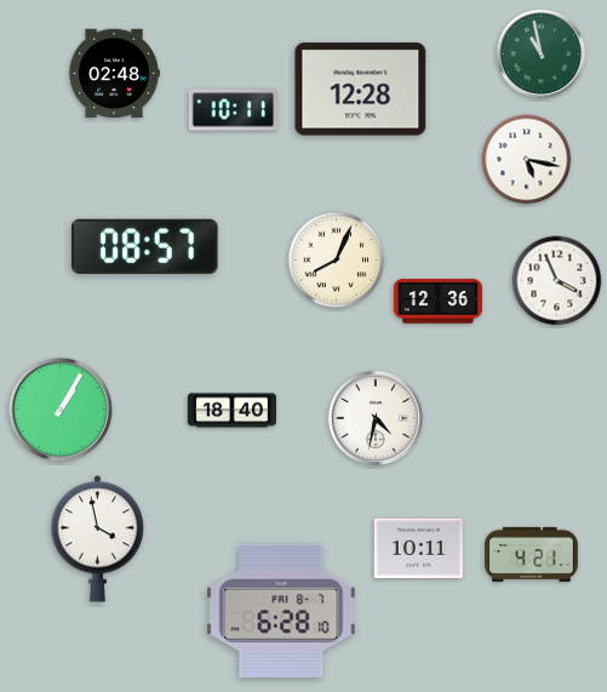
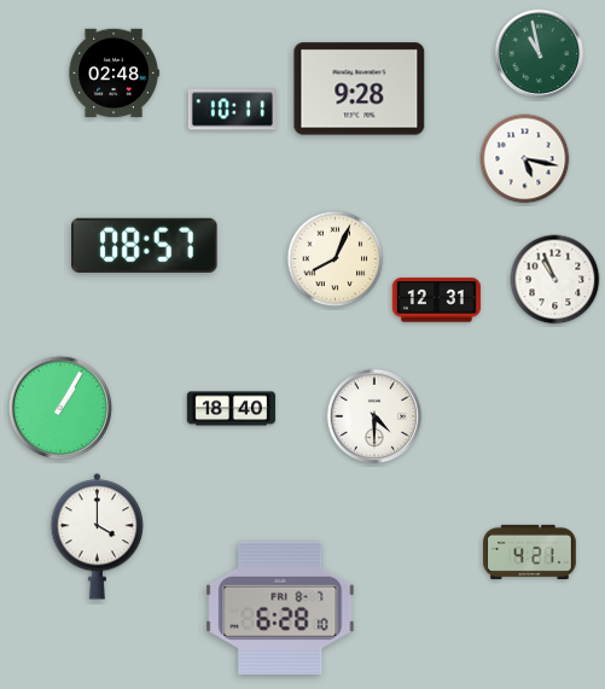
clock at (361, 90): 12:28 -> 9:28
clock at (557, 281): 3:56 -> 10:56
clock at (437, 302): 12:36 -> 12:31
clock at (376, 418): 4:32 -> 4:30
clock at (98, 539): 3:58 -> 4:00
clock at (418, 549): 10:11 -> none
